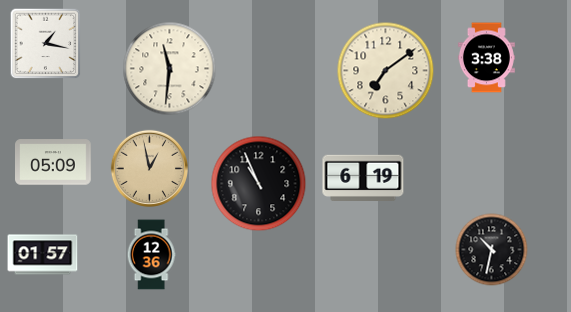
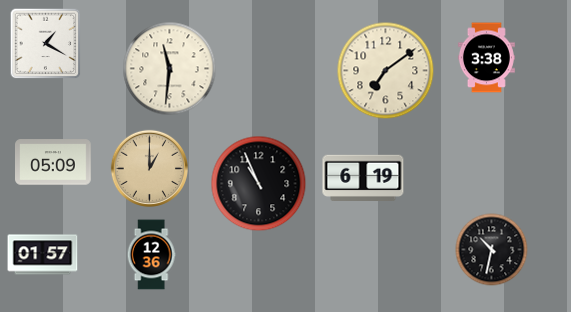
clock at (46, 44): 1:17 -> 1:20
clock at (149, 168): 12:58 -> 1:00
